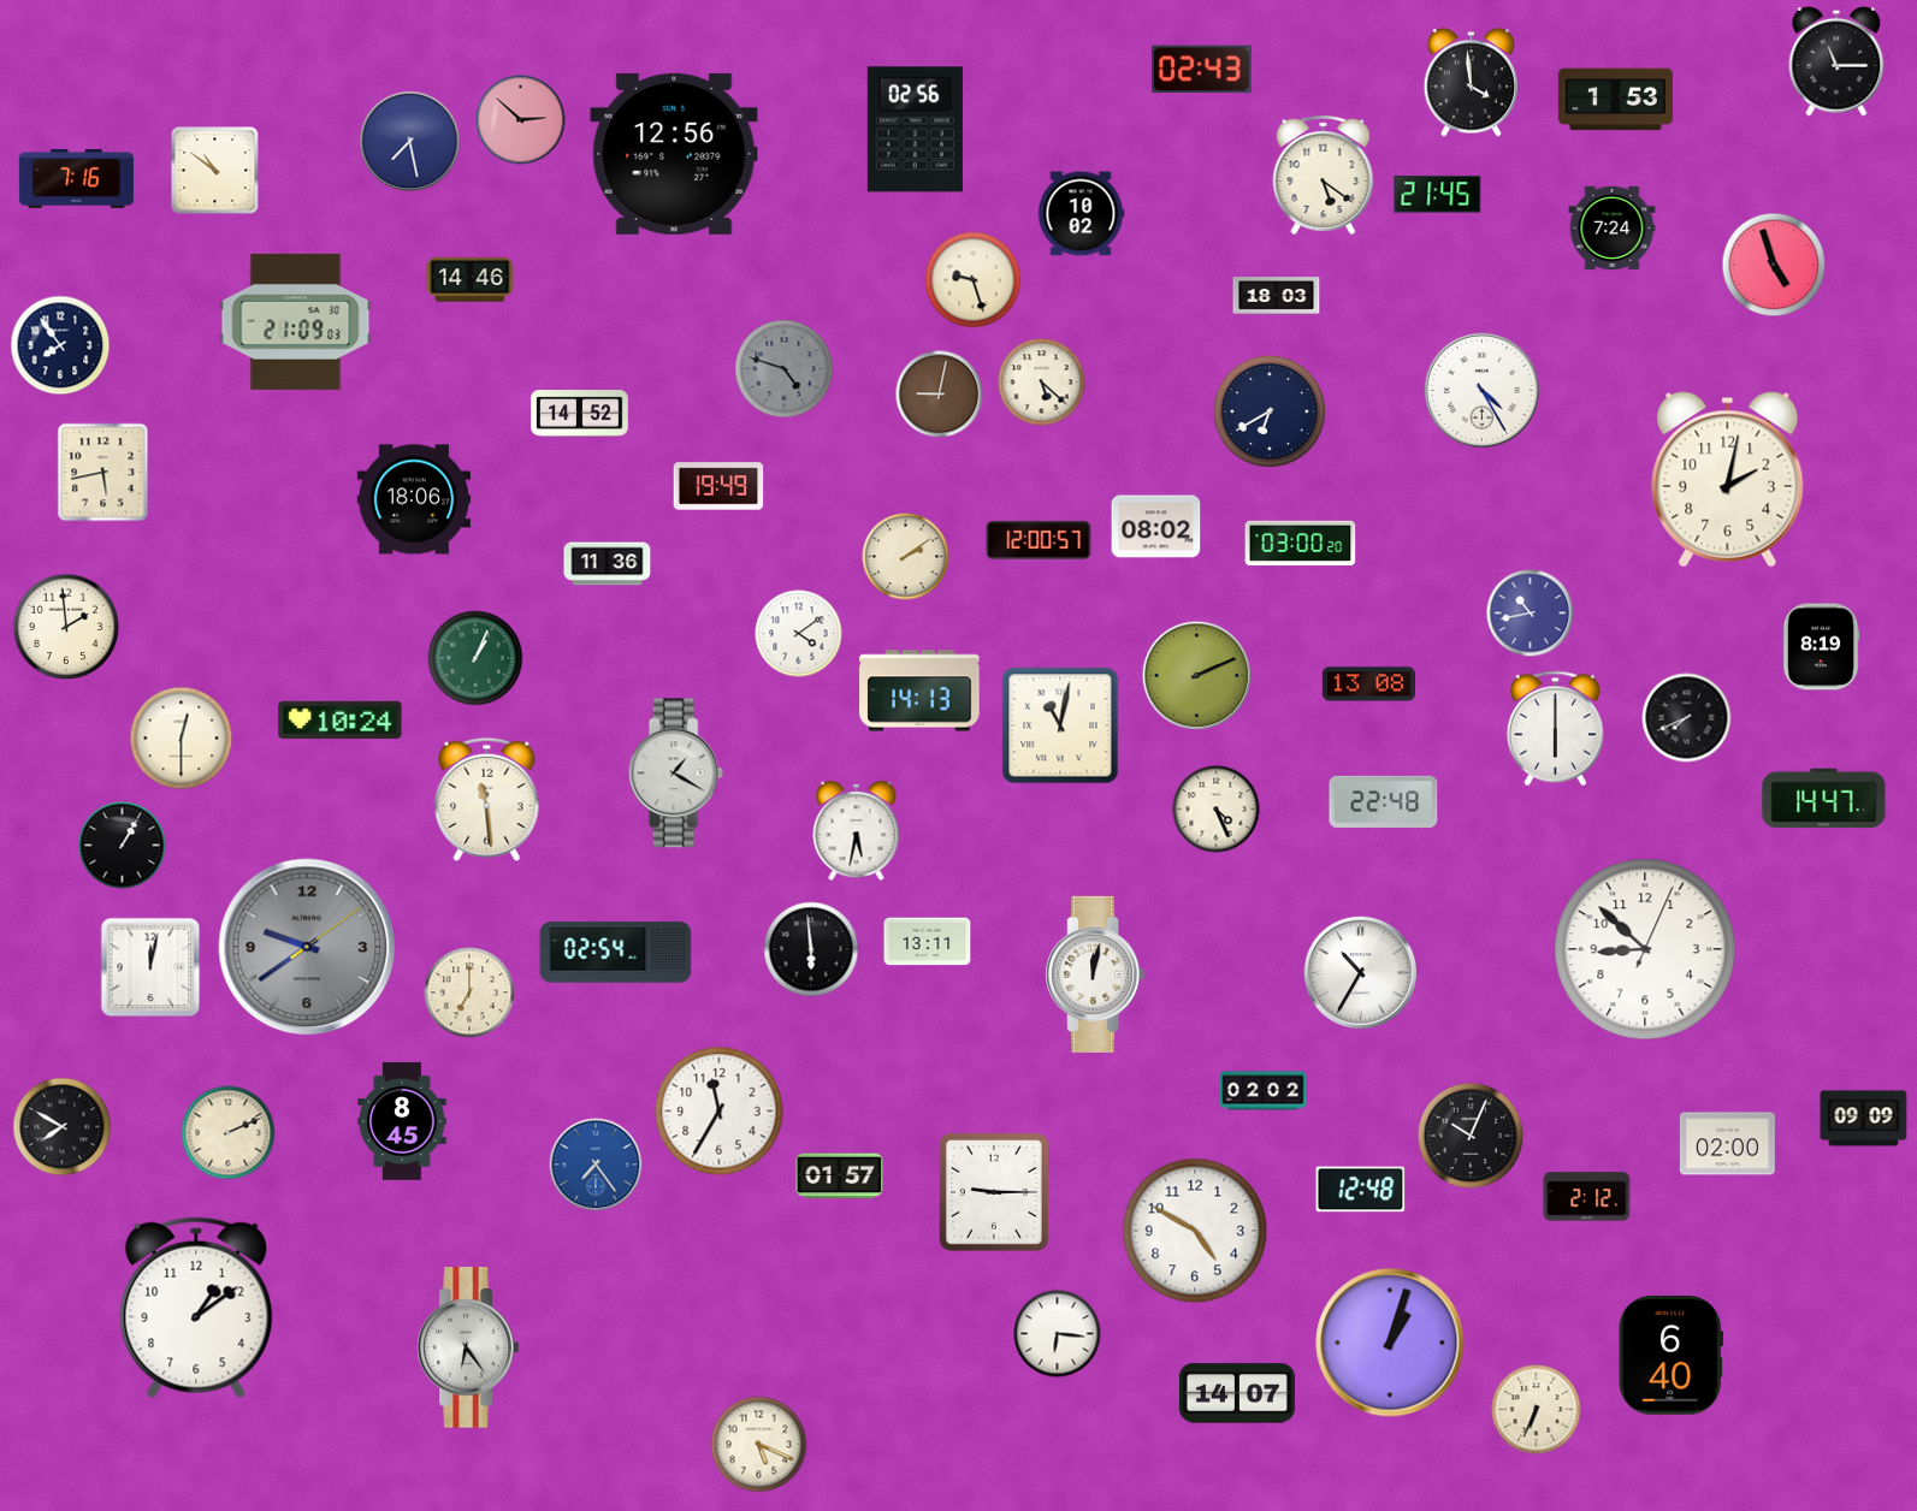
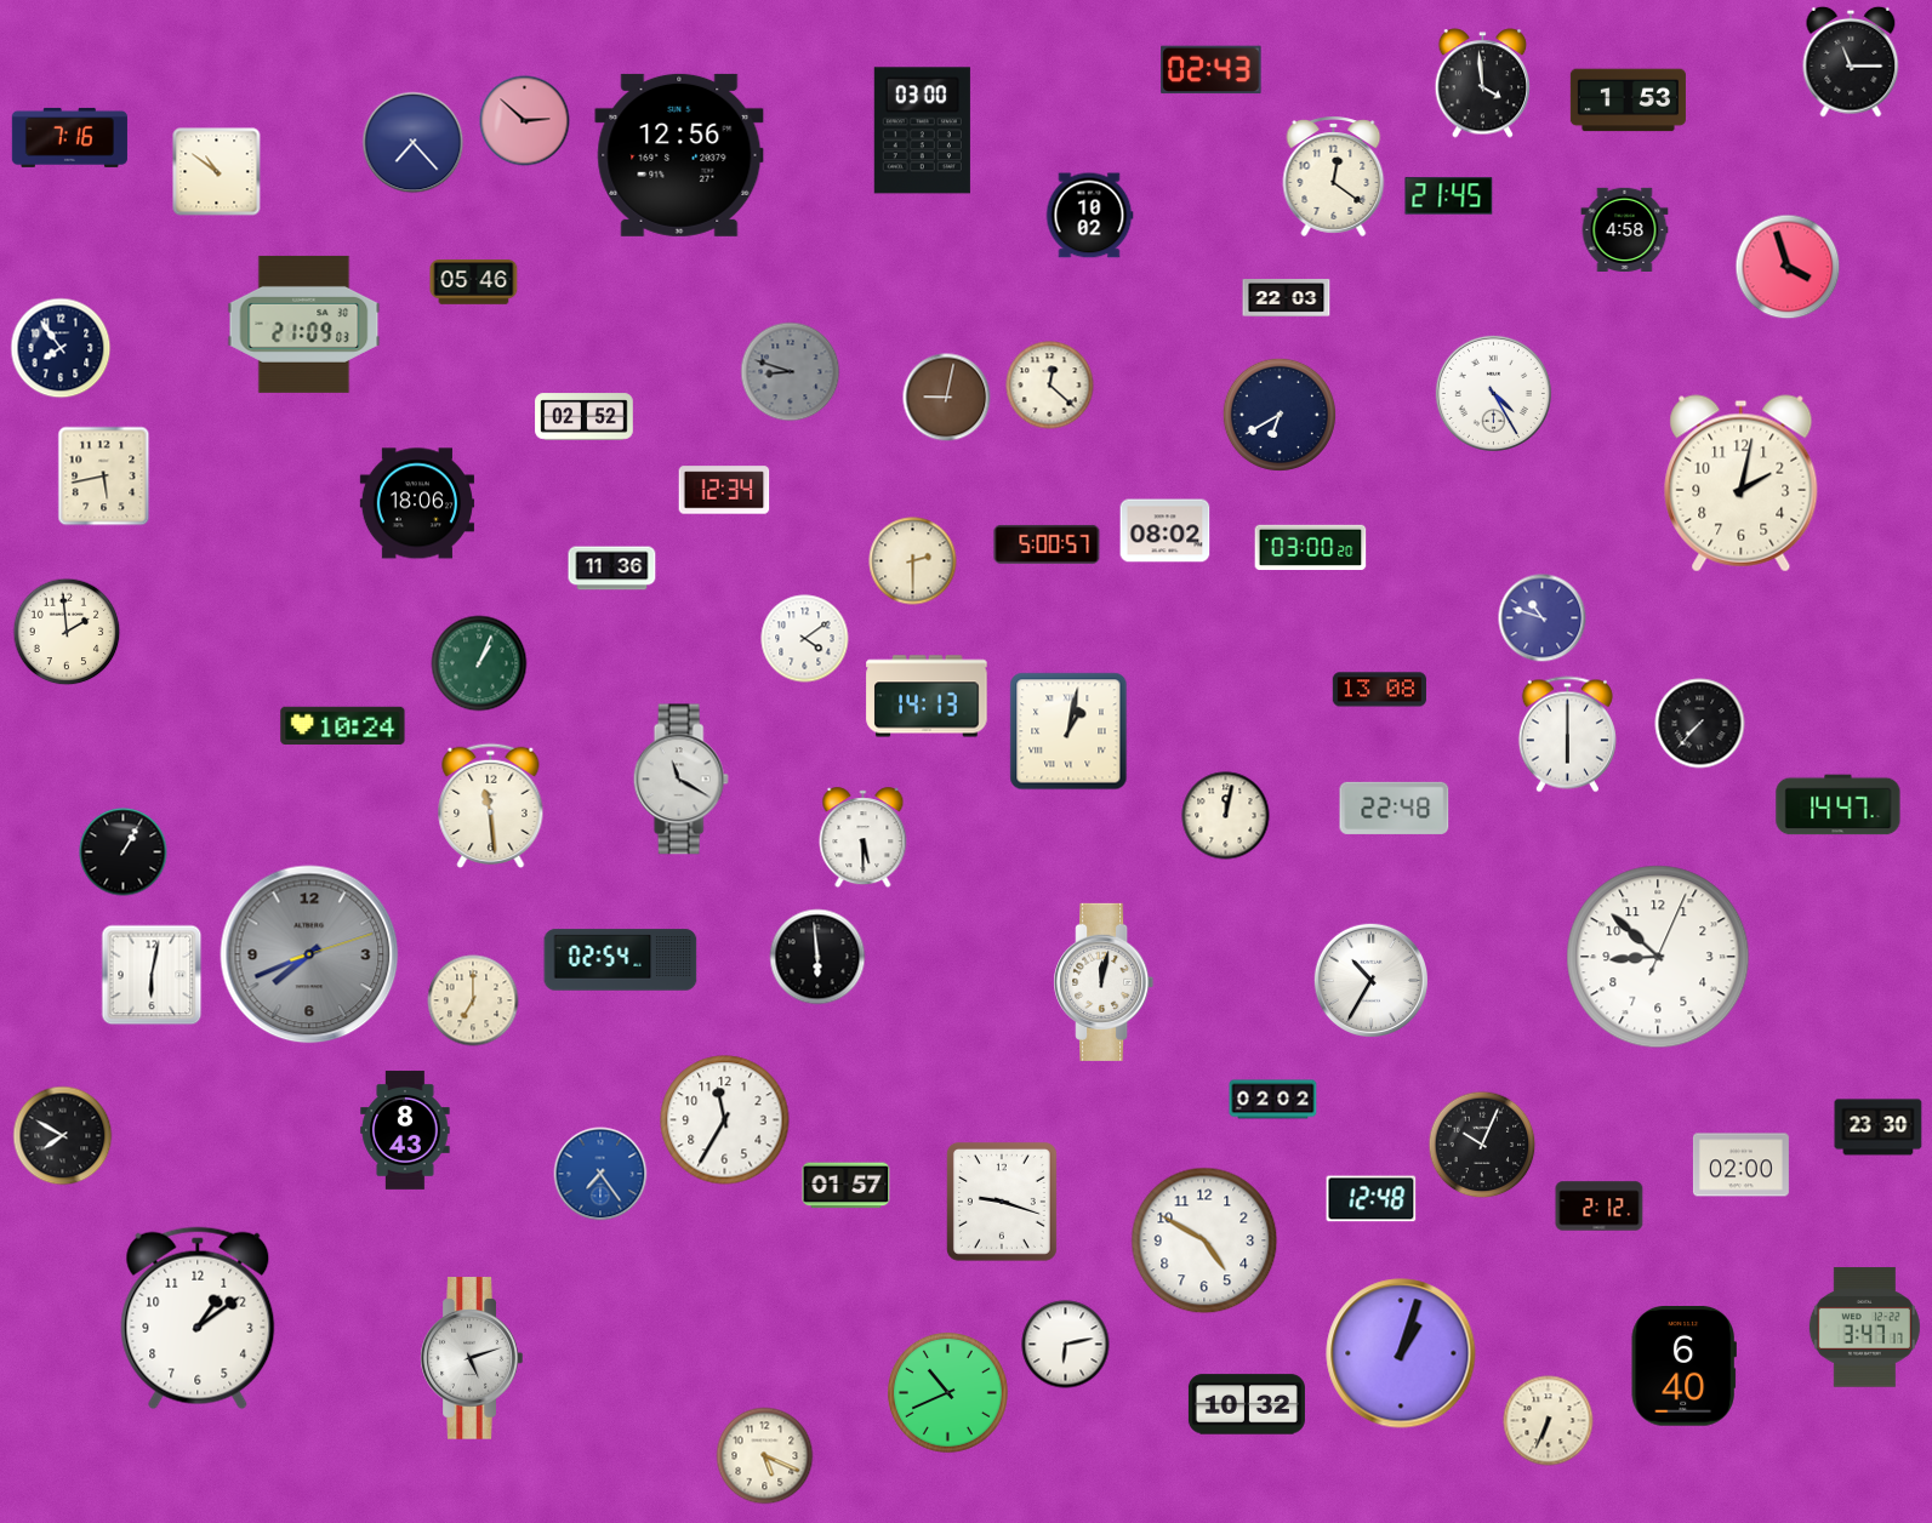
clock at (915, 130): 02:56 -> 03:00
clock at (410, 142): 7:28 -> 7:23
clock at (1324, 174): 5:21 -> 12:21
clock at (76, 178) position: (76, 178) -> (69, 137)
clock at (1613, 227): 7:24 -> 4:58
clock at (1774, 265): 4:57 -> 3:57
clock at (471, 280): 14:46 -> 05:46
clock at (974, 280): 9:27 -> none
clock at (1277, 296): 18:03 -> 22:03
clock at (296, 321) position: (296, 321) -> (304, 324)
clock at (785, 369): 4:48 -> 8:48
clock at (1042, 383): 5:22 -> 12:22
clock at (580, 414): 14:52 -> 02:52
clock at (718, 486): 19:49 -> 12:34
clock at (1039, 540): 12:00 -> 5:00
clock at (906, 557): 2:09 -> 2:30
clock at (1531, 614): 10:43 -> 10:48
clock at (1821, 647): 8:19 -> none
clock at (1197, 676): 2:11 -> none
clock at (1687, 718): 7:41 -> 7:37
clock at (1060, 725): 11:02 -> 1:02
clock at (182, 739): 12:30 -> none
clock at (675, 774): 1:20 -> 11:20
clock at (1217, 810): 4:26 -> 12:02
clock at (857, 831): 5:32 -> 5:30
clock at (928, 942): 13:11 -> none
clock at (307, 947): 9:39 -> 7:41
clock at (150, 967): 12:02 -> 6:02
clock at (1864, 1119): 09:09 -> 23:30
clock at (402, 1121): 8:45 -> 8:43
clock at (229, 1133): 2:11 -> none
clock at (1727, 1144) position: (1727, 1144) -> (1740, 1165)
clock at (994, 1192): 9:15 -> 9:18
clock at (1864, 1328): none -> 3:47
clock at (1058, 1334): 6:16 -> 6:13
clock at (468, 1347): 6:24 -> 5:12
clock at (947, 1392): none -> 10:41
clock at (1237, 1393): 14:07 -> 10:32
